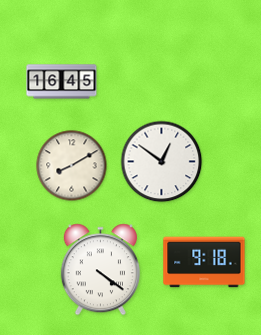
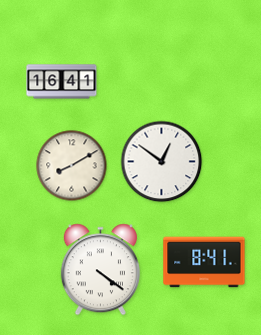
clock at (62, 82): 16:45 -> 16:41
clock at (204, 262): 9:18 -> 8:41
